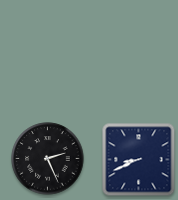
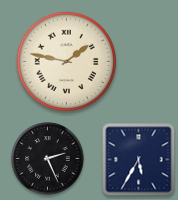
clock at (66, 61): none -> 1:47
clock at (139, 160): 8:41 -> 5:35
